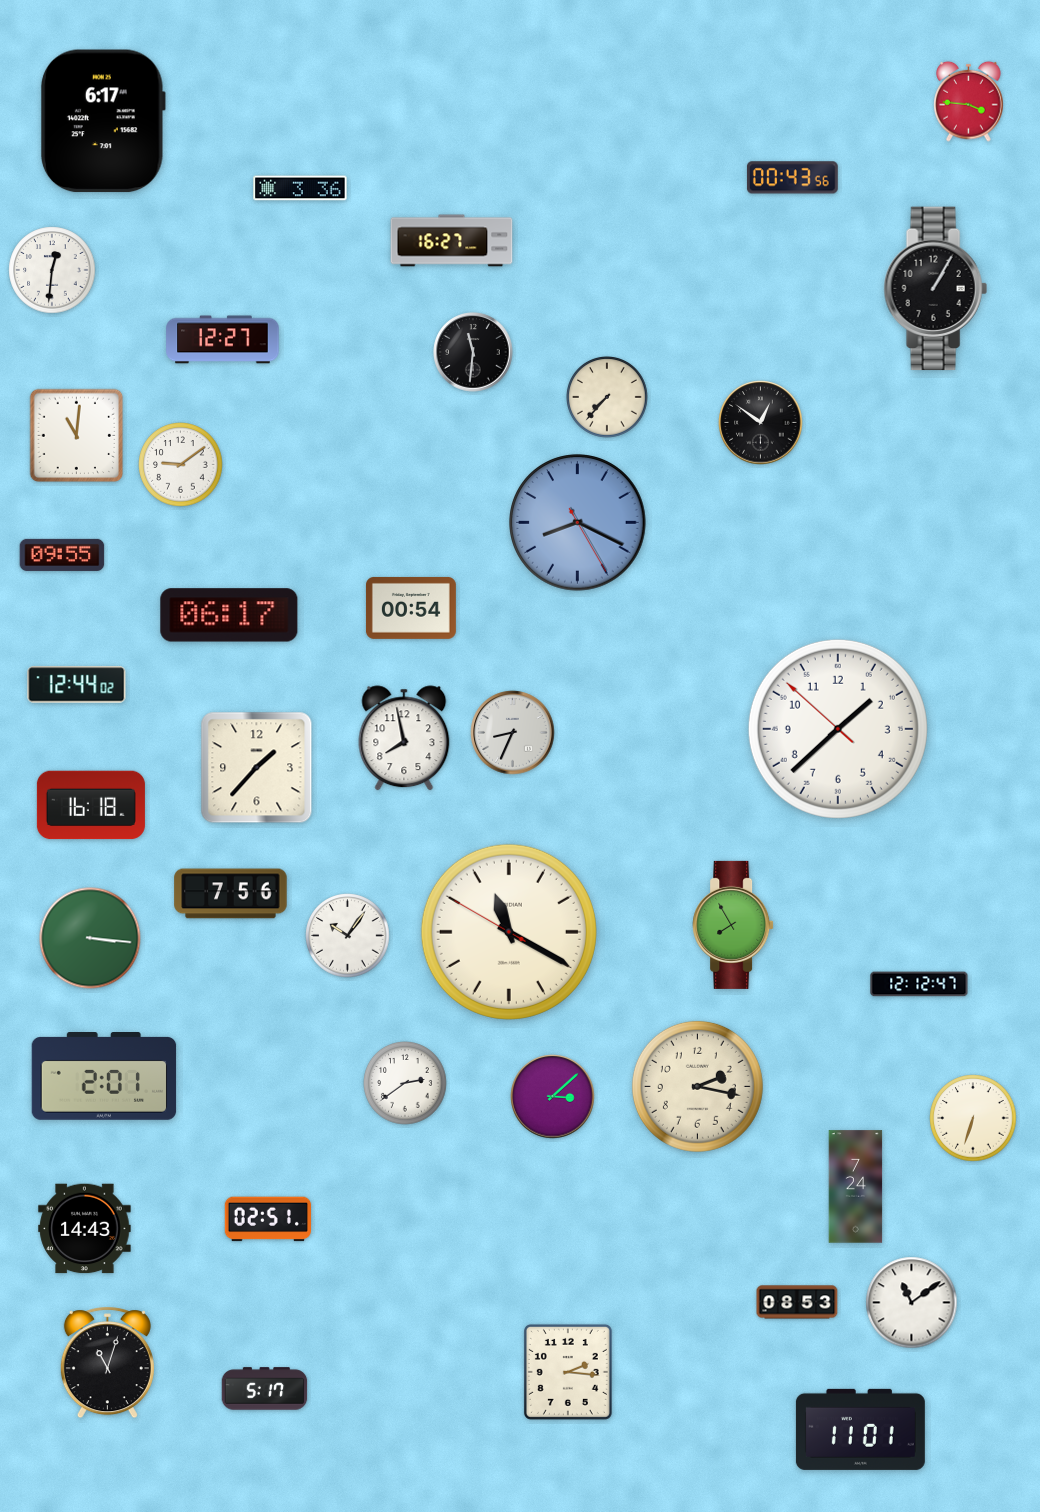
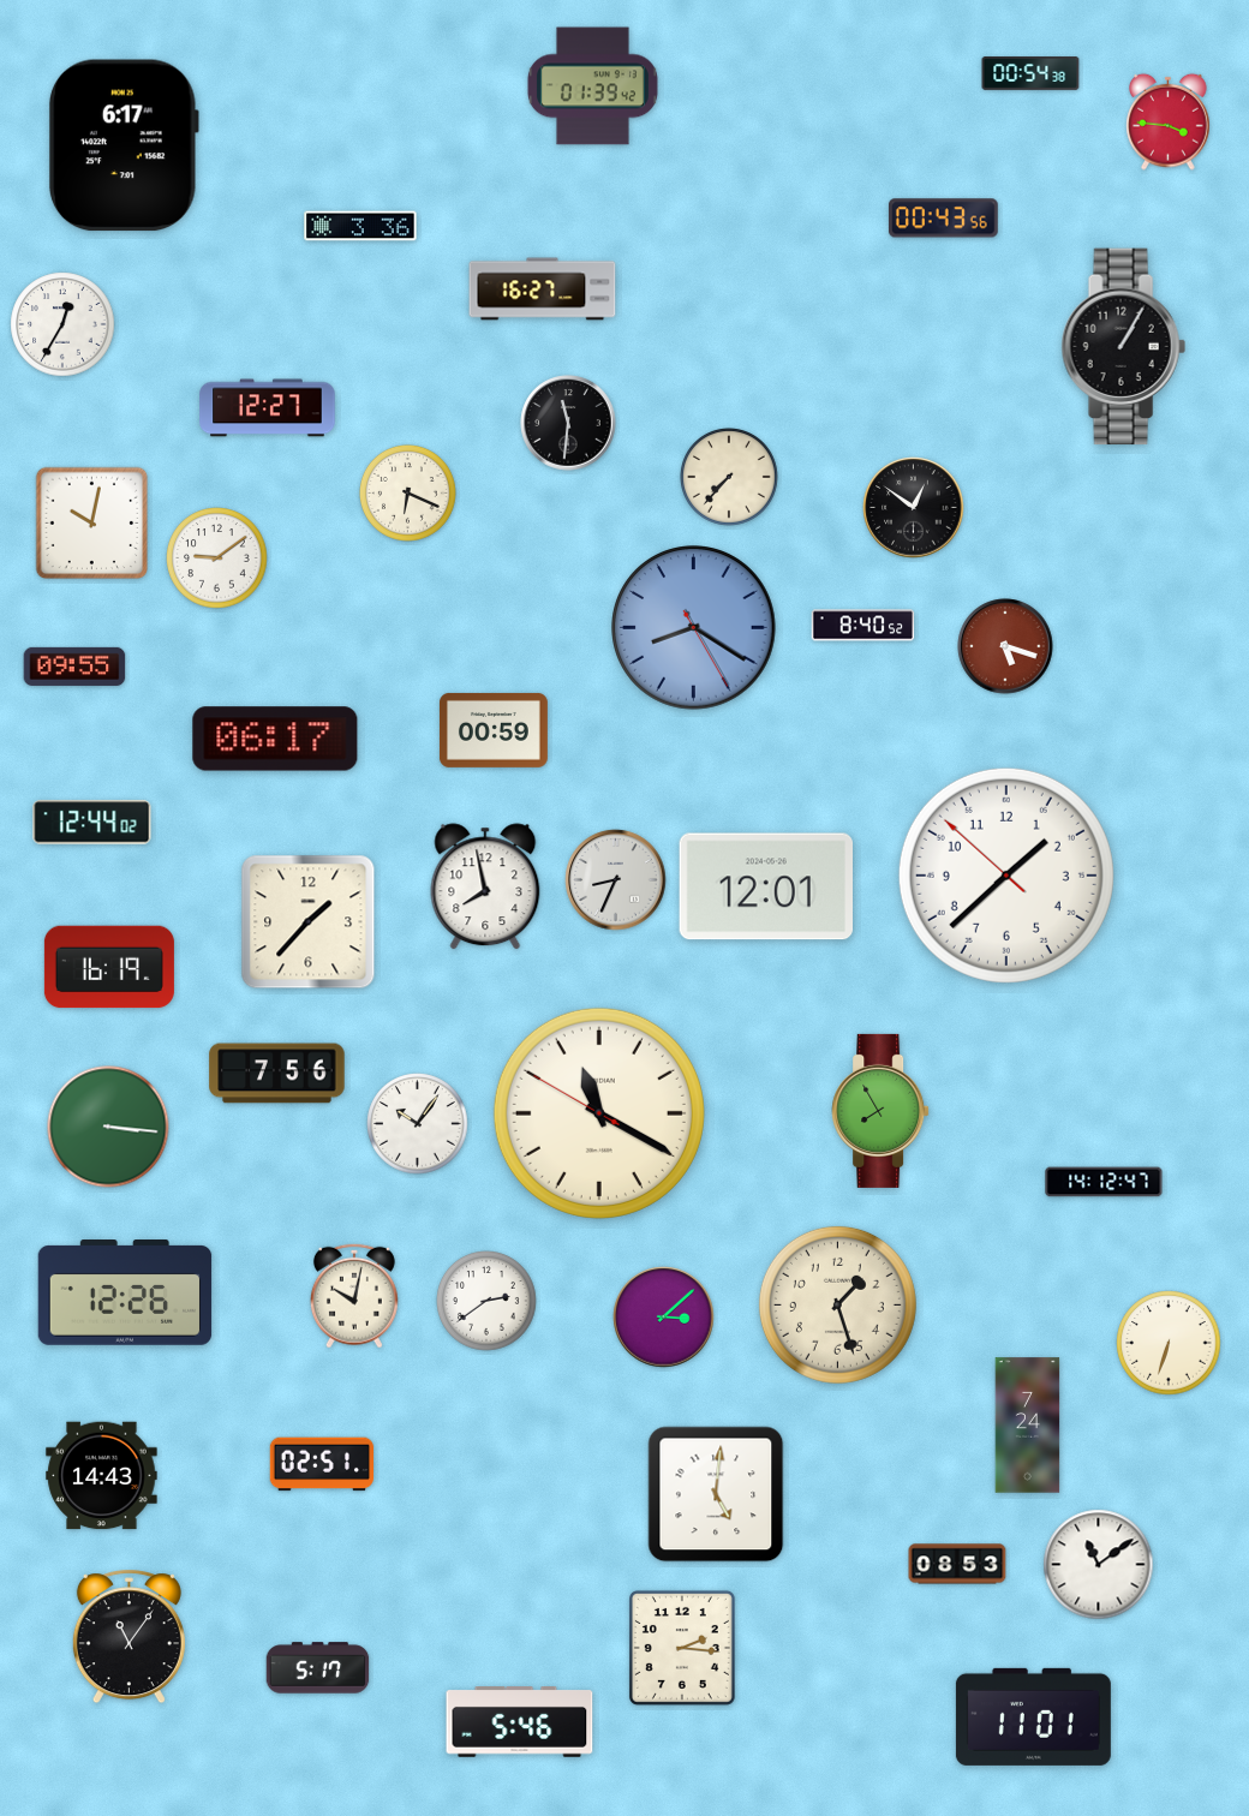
clock at (1030, 73): none -> 00:54
clock at (592, 86): none -> 01:39
clock at (969, 101) position: (969, 101) -> (1169, 121)
clock at (792, 178) position: (792, 178) -> (943, 219)
clock at (52, 270): 12:31 -> 12:35
clock at (407, 492): none -> 6:19
clock at (77, 436): 11:01 -> 10:02
clock at (863, 626): none -> 8:40
clock at (578, 523): 8:19 -> 8:20
clock at (1005, 646): none -> 5:18
clock at (411, 608): 00:54 -> 00:59
clock at (765, 886): none -> 12:01
clock at (91, 805): 16:18 -> 16:19
clock at (509, 932) position: (509, 932) -> (599, 1113)
clock at (919, 984): 12:12 -> 14:12
clock at (104, 1076): 2:01 -> 12:26
clock at (354, 1296): none -> 10:02
clock at (697, 1086): 2:17 -> 1:27
clock at (716, 1494): none -> 5:01
clock at (912, 1303) position: (912, 1303) -> (1099, 1565)
clock at (107, 1363): 11:03 -> 11:06
clock at (520, 1722): none -> 5:46
